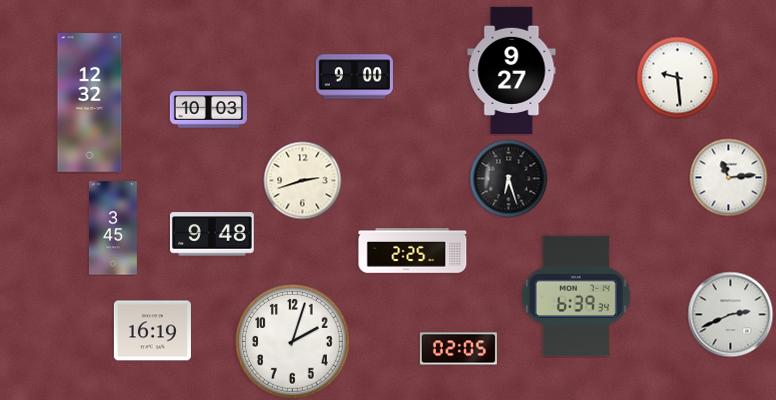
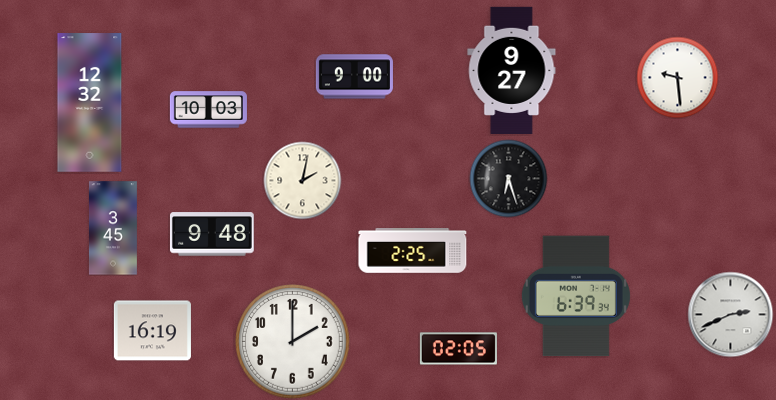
clock at (728, 177): 11:14 -> none
clock at (302, 180): 2:42 -> 2:02
clock at (293, 342): 2:03 -> 2:00
